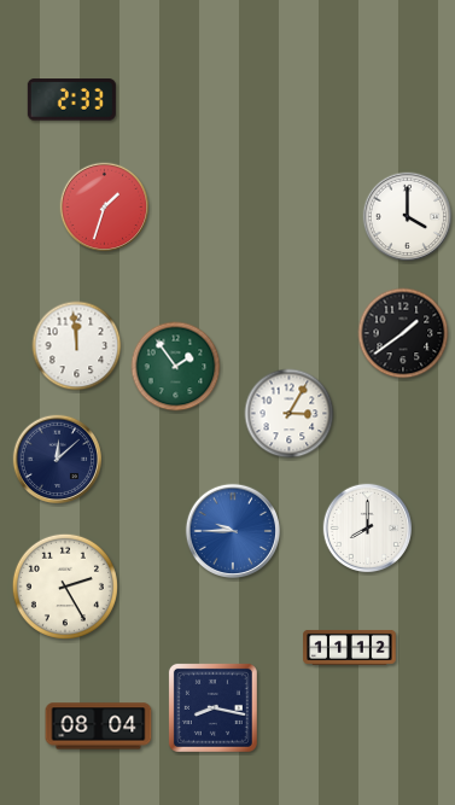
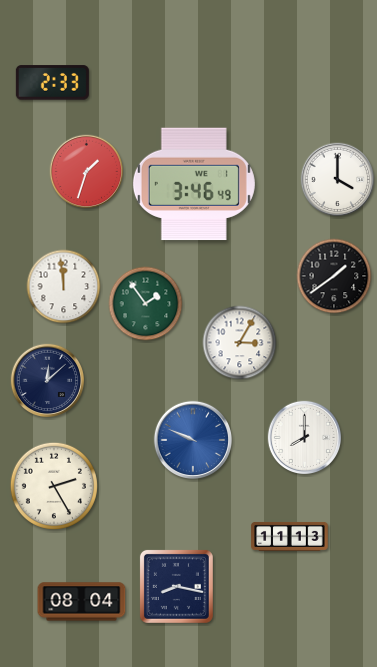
clock at (71, 100) position: (71, 100) -> (52, 83)
clock at (194, 184): none -> 3:46
clock at (232, 530): 9:45 -> 9:49
clock at (350, 647): 11:12 -> 11:13
